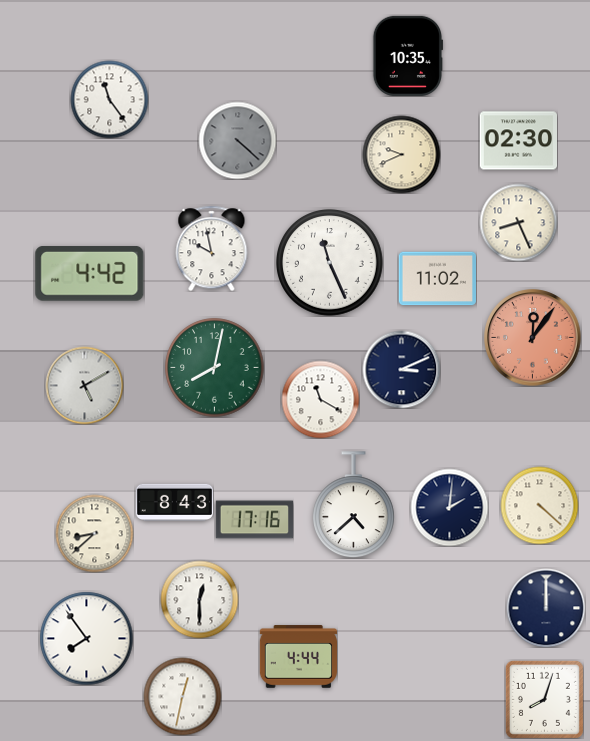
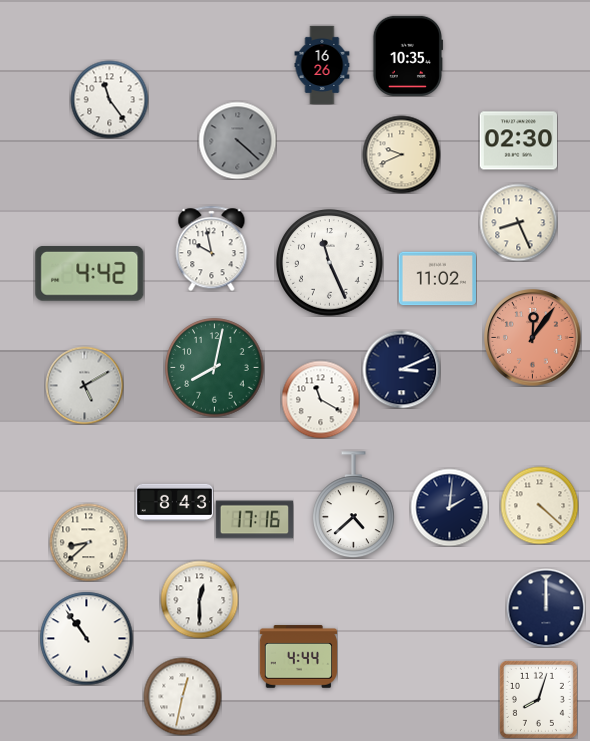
clock at (322, 65): none -> 16:26
clock at (94, 533) position: (94, 533) -> (88, 542)
clock at (86, 638): 7:54 -> 10:54
clock at (544, 699) position: (544, 699) -> (538, 699)
